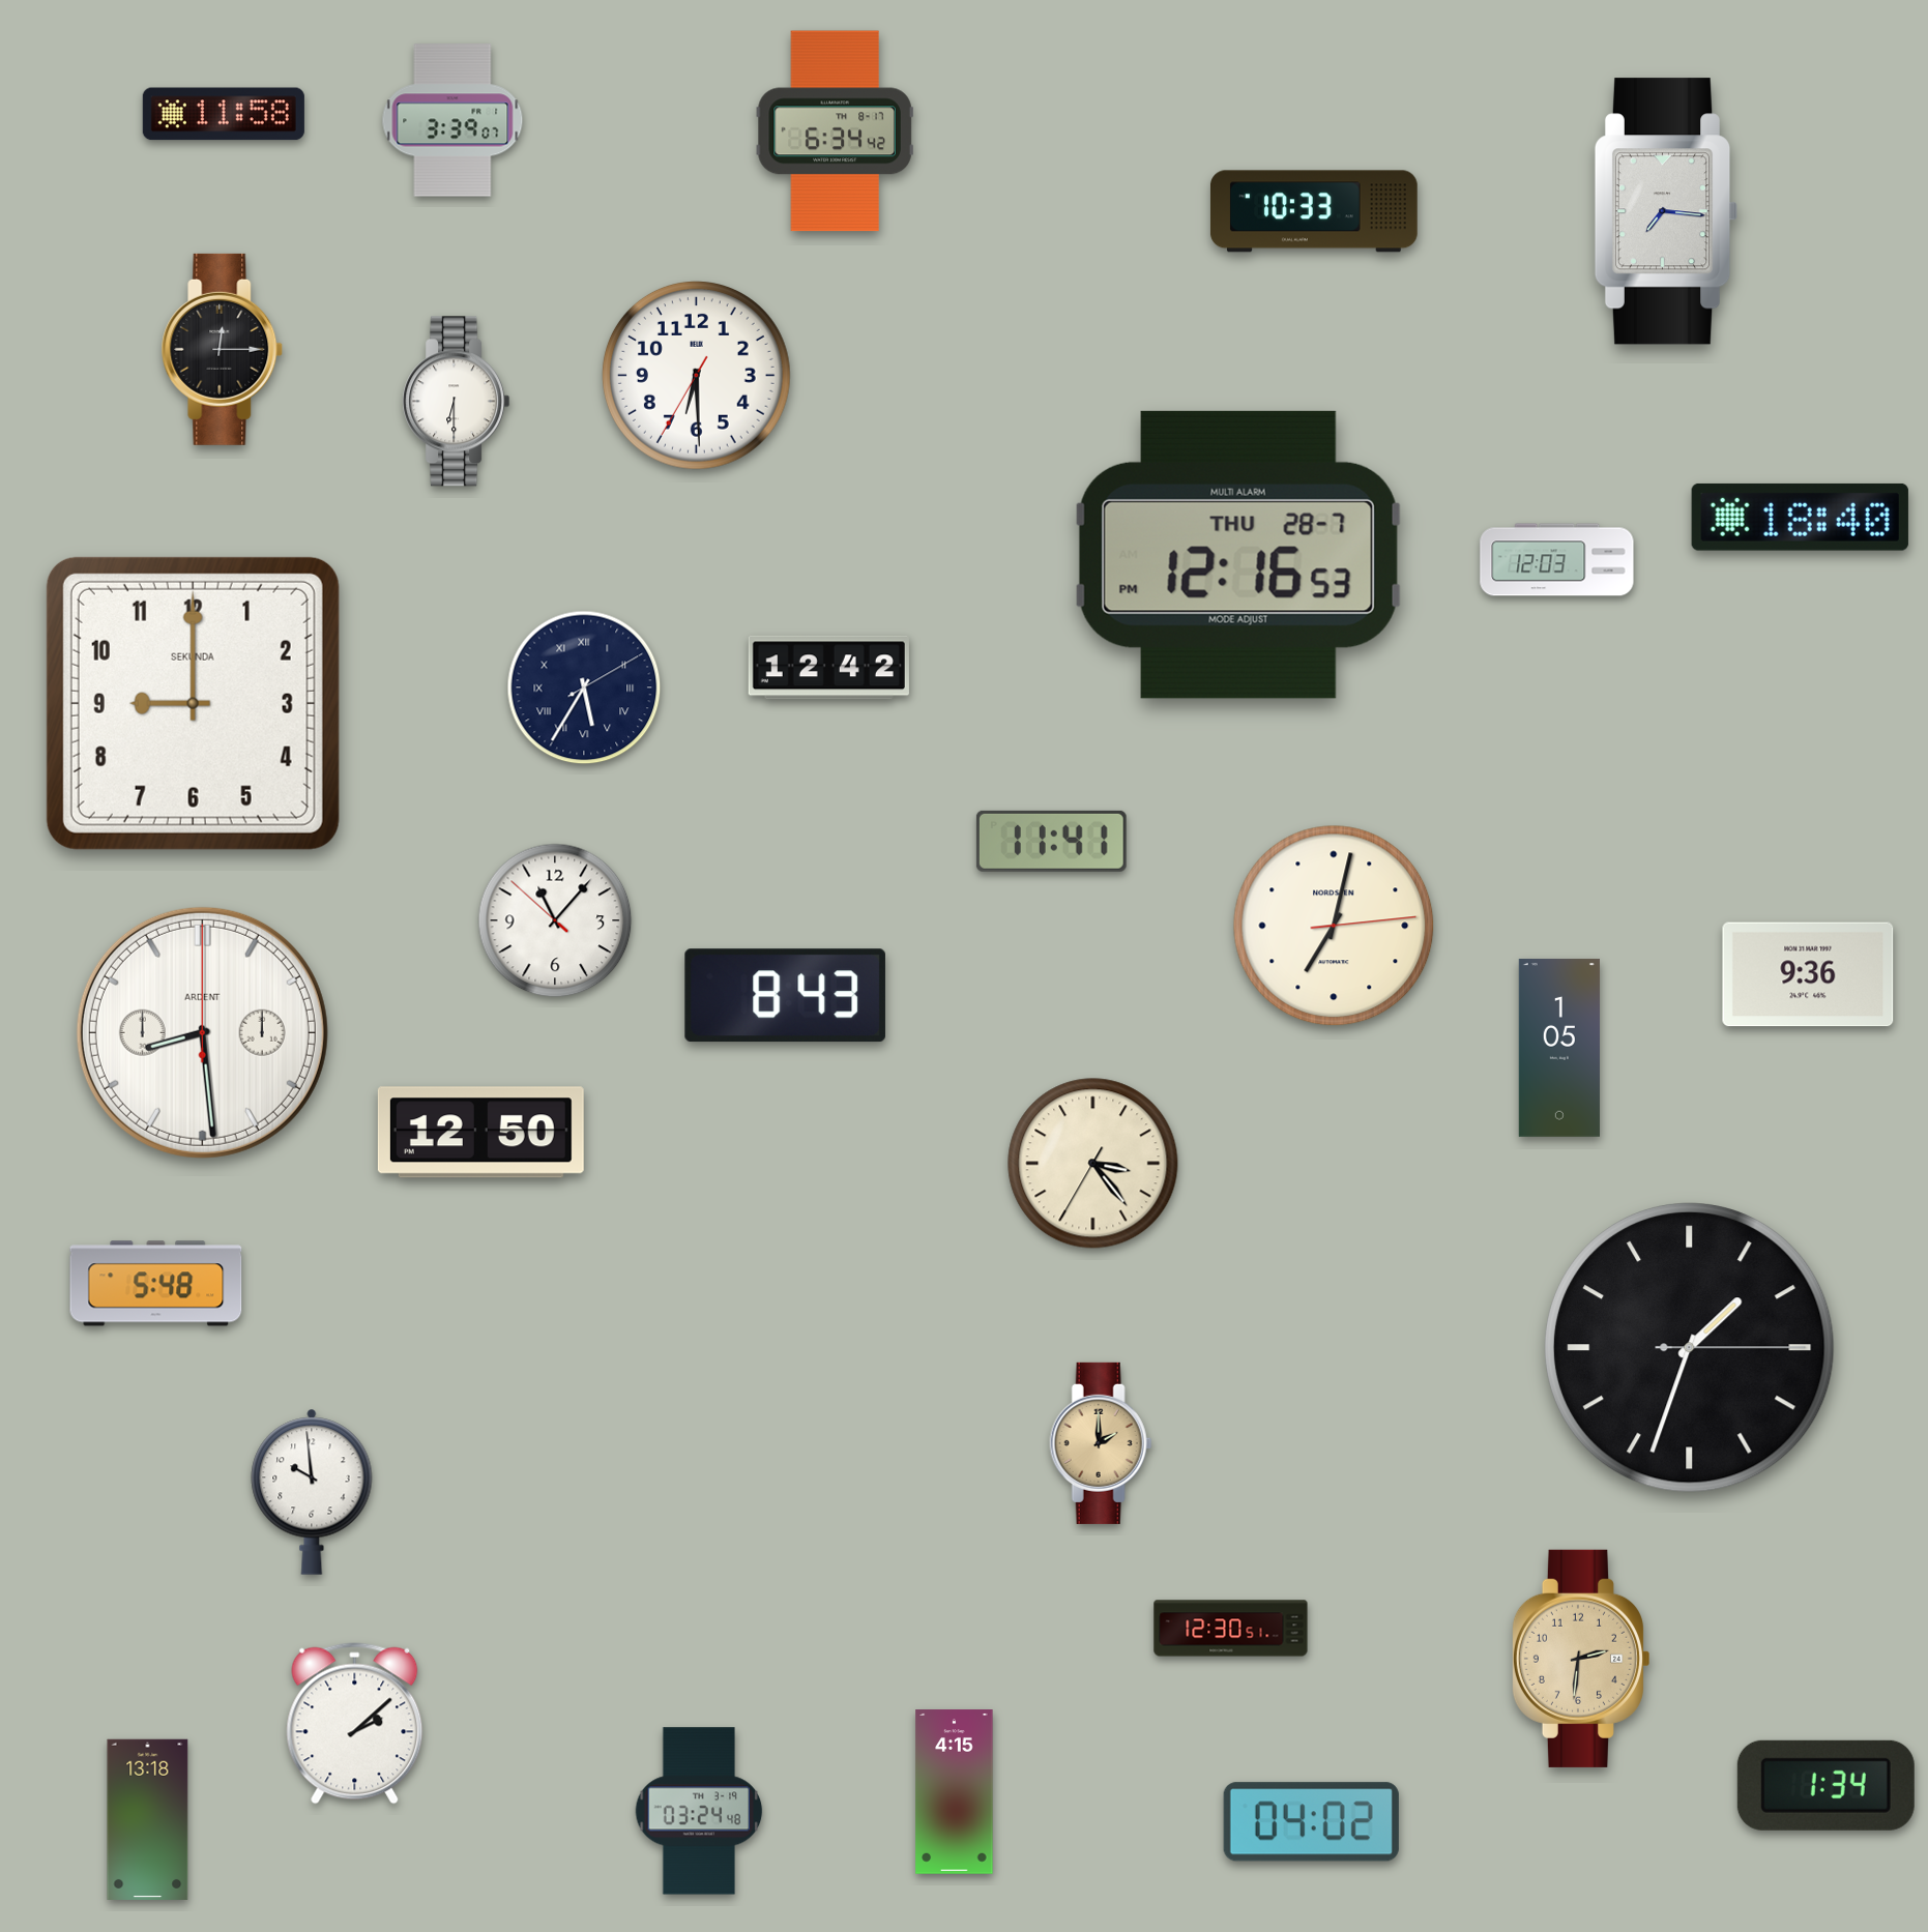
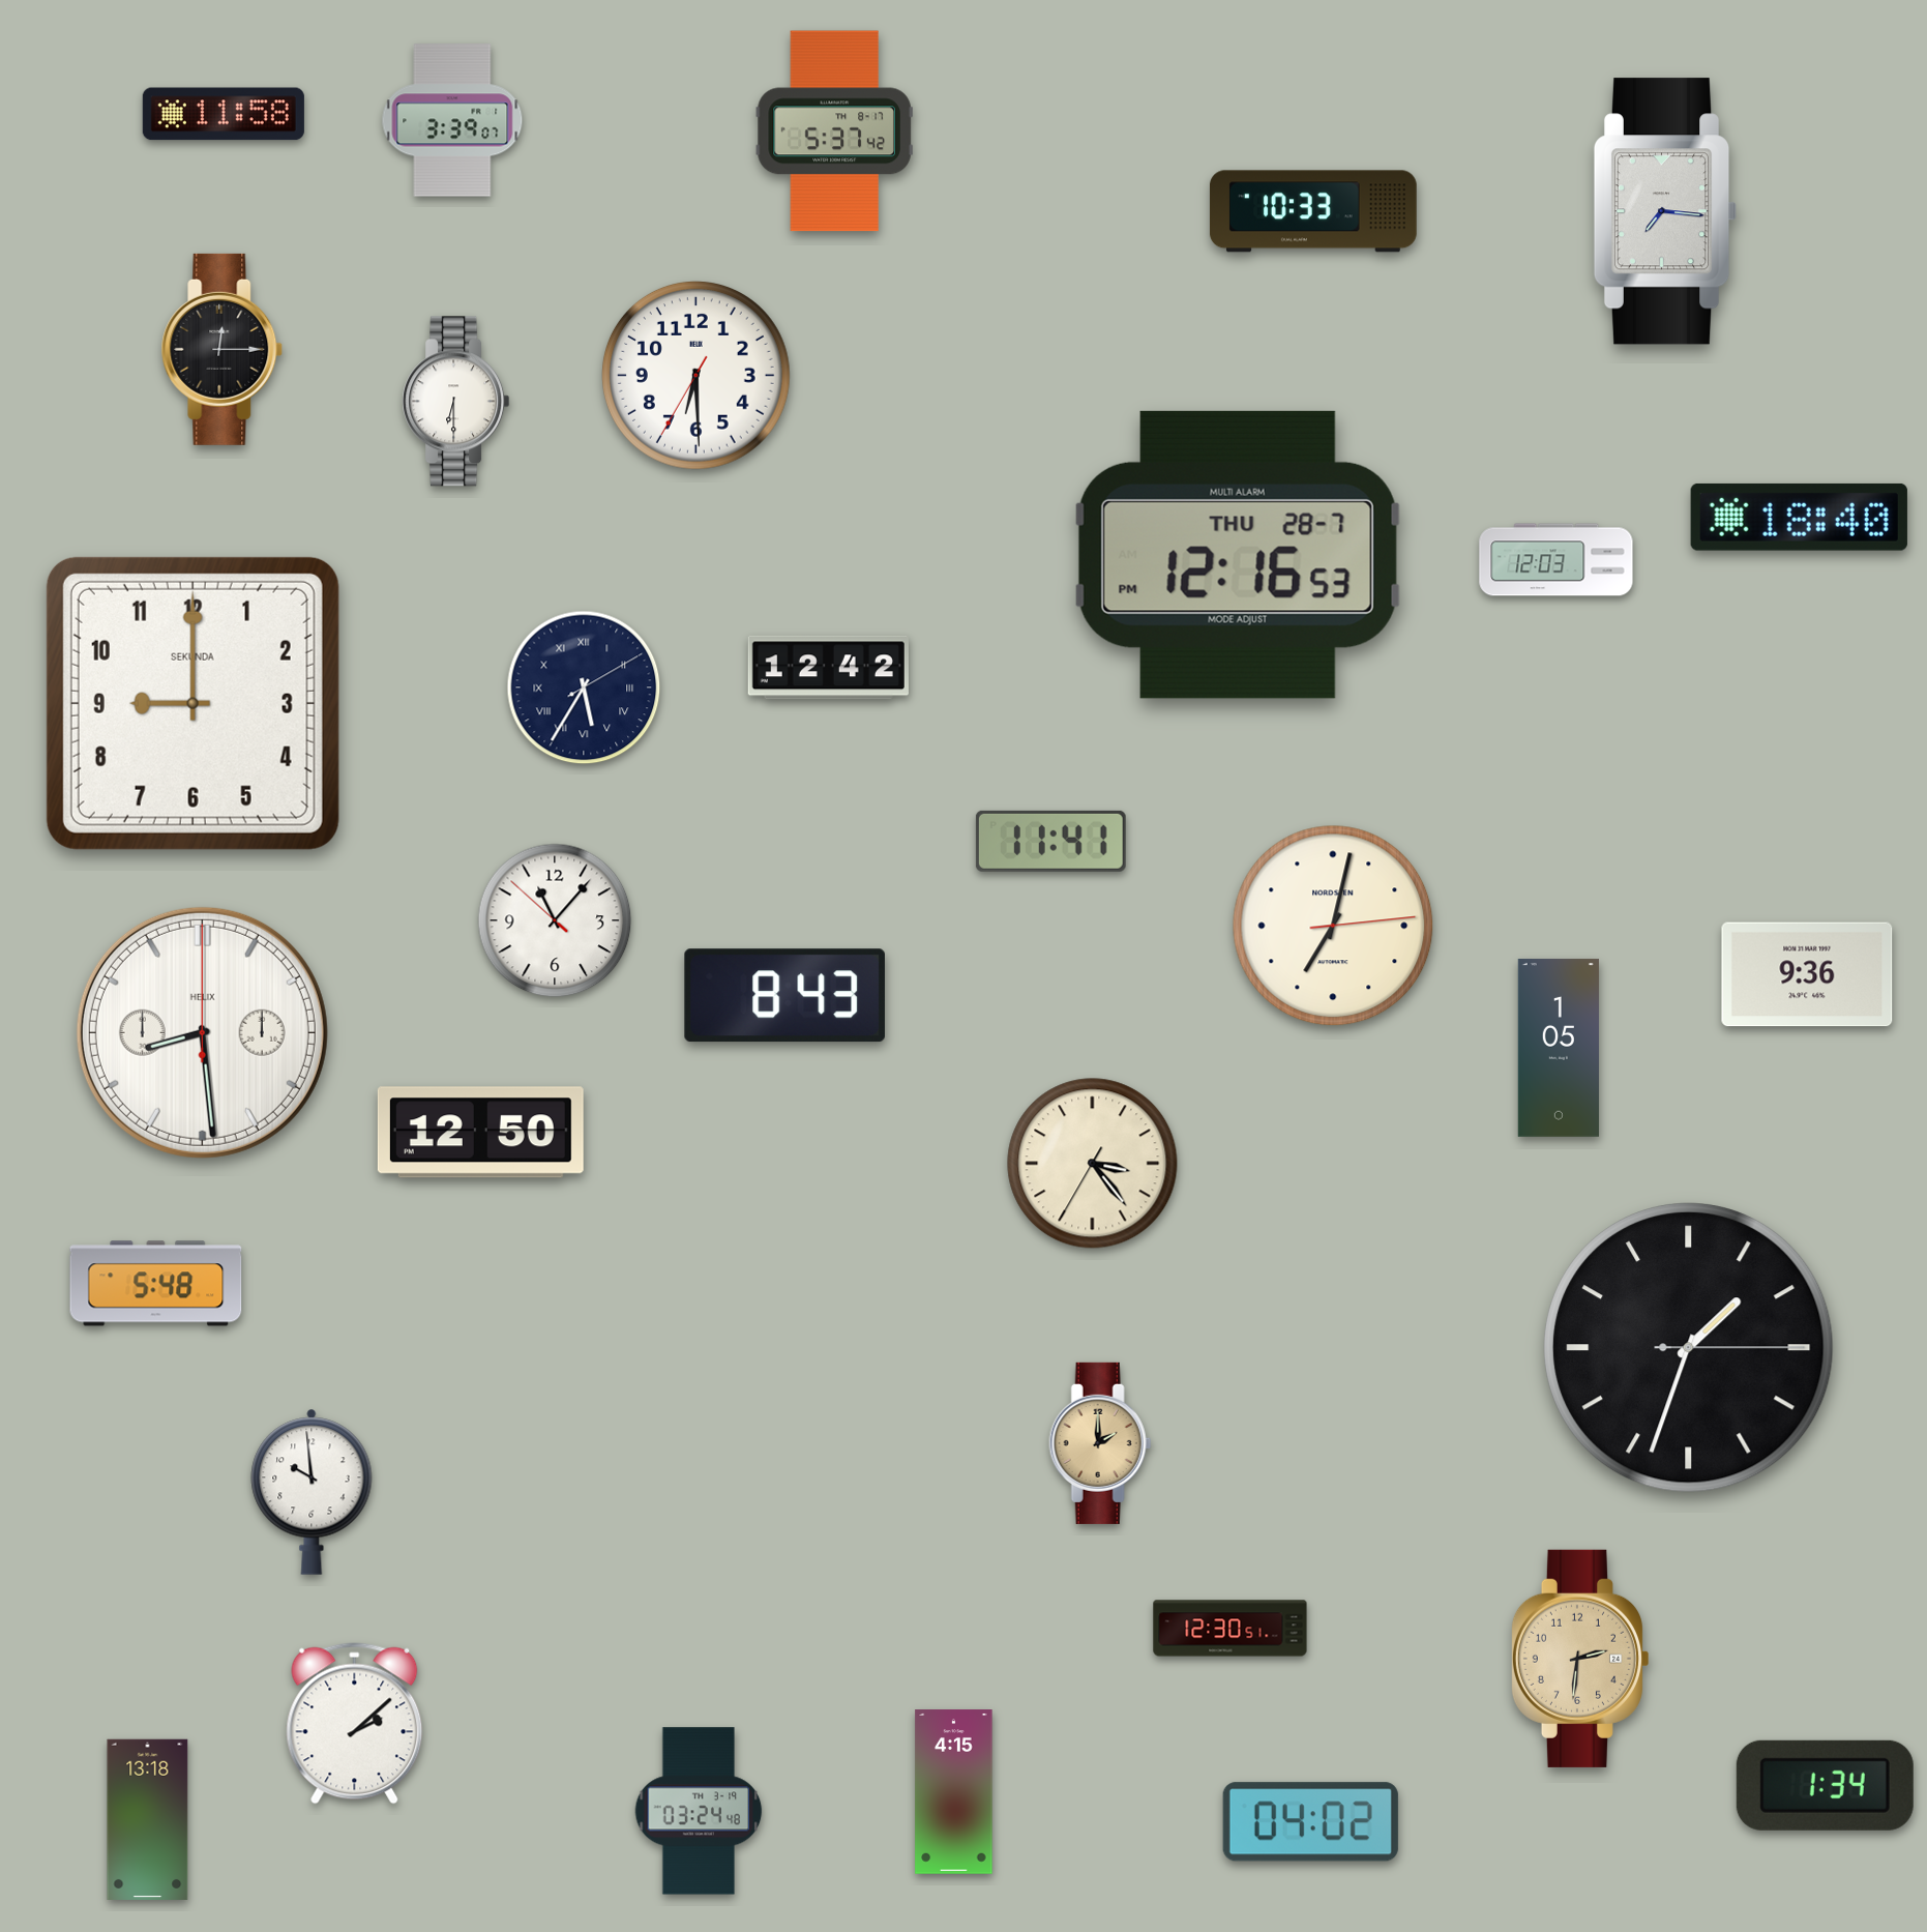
clock at (835, 131): 6:34 -> 5:37
clock at (202, 1032) brand: ARDENT -> HELIX
